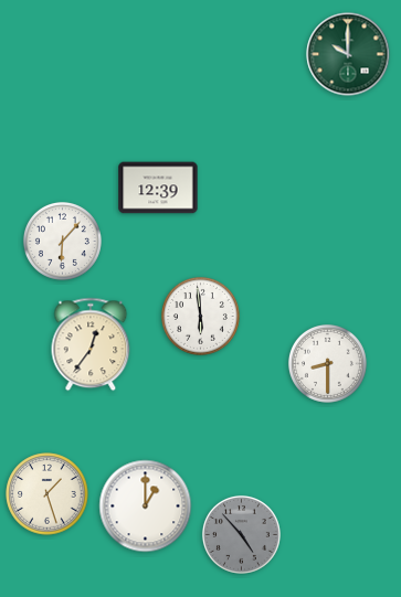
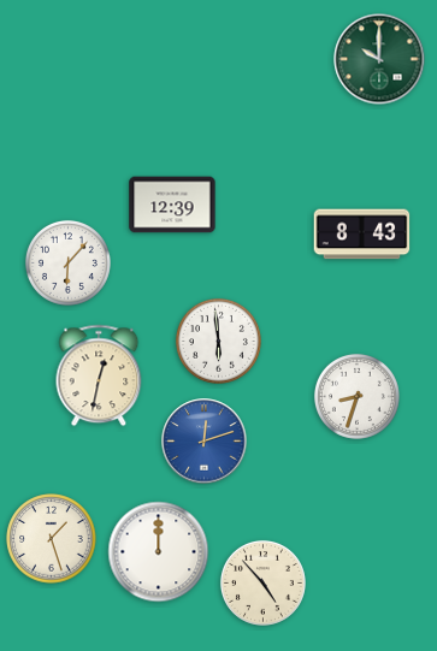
clock at (362, 235): none -> 8:43
clock at (200, 316) position: (200, 316) -> (218, 341)
clock at (91, 344): 12:36 -> 12:32
clock at (327, 363): 8:30 -> 8:33
clock at (205, 442): none -> 12:12
clock at (146, 507): 1:00 -> 12:00
clock at (241, 534) dial: grey -> cream
